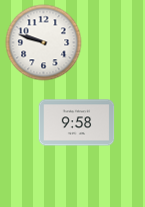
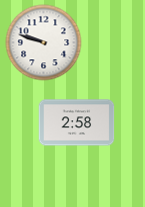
clock at (77, 123): 9:58 -> 2:58
